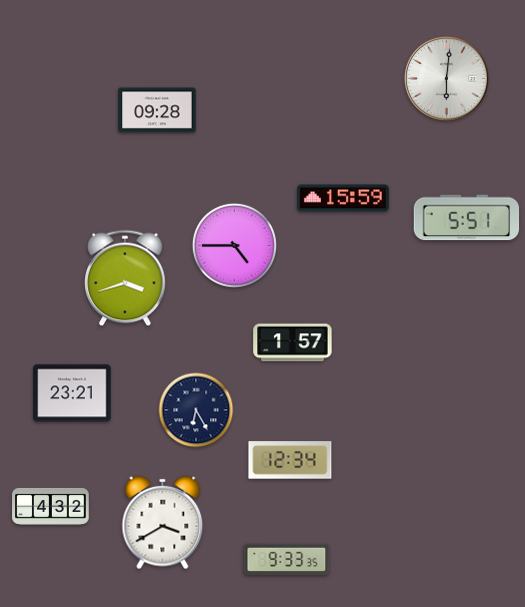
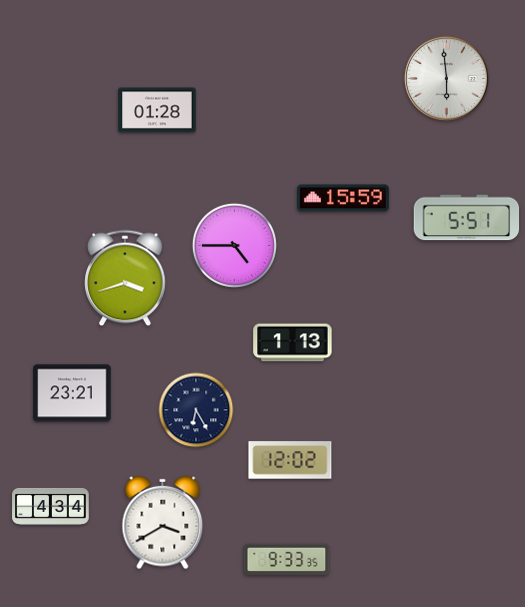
clock at (446, 78): 6:01 -> 5:59
clock at (157, 110): 09:28 -> 01:28
clock at (293, 343): 1:57 -> 1:13
clock at (290, 460): 12:34 -> 12:02
clock at (51, 506): 4:32 -> 4:34
